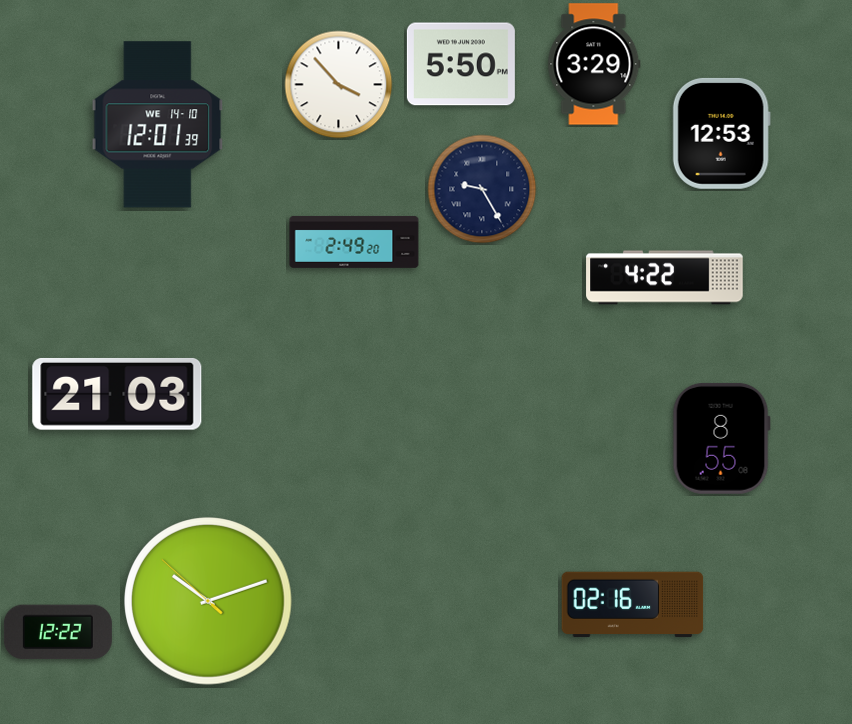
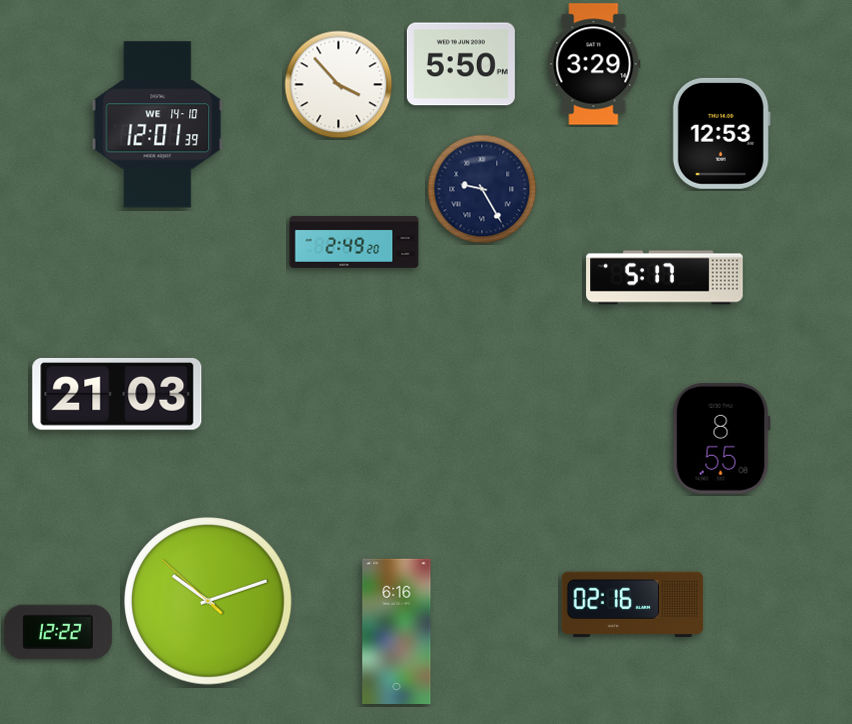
clock at (665, 278): 4:22 -> 5:17
clock at (397, 631): none -> 6:16
